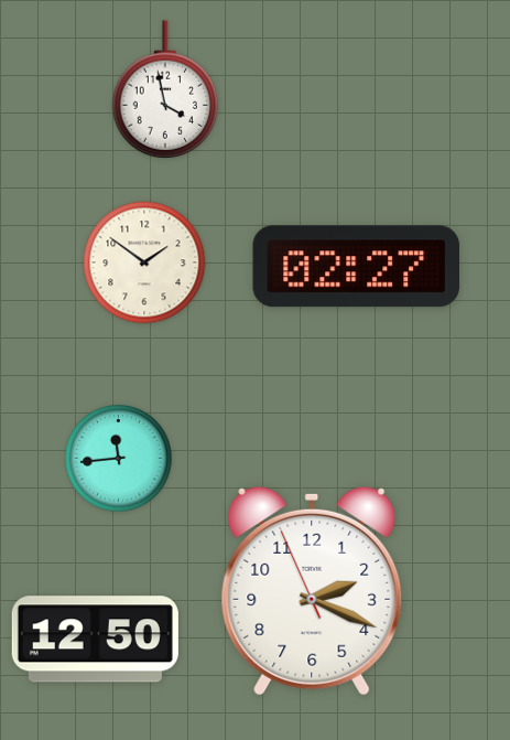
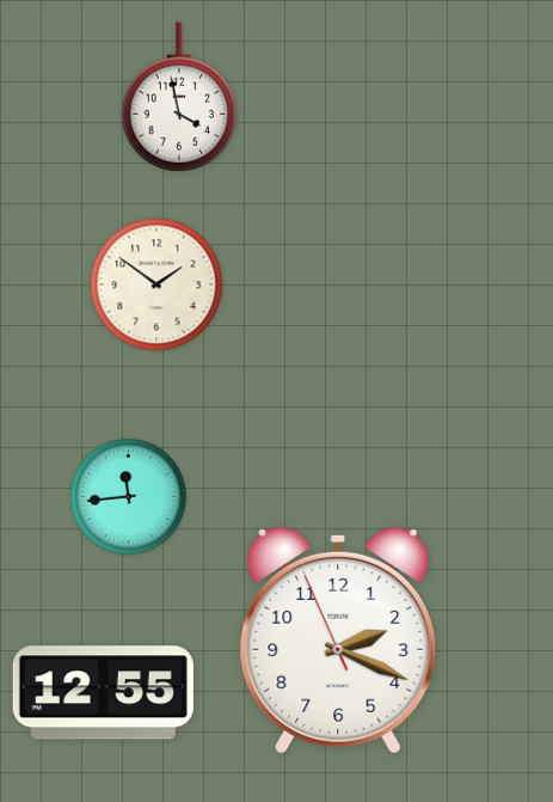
clock at (356, 267): 02:27 -> none
clock at (95, 640): 12:50 -> 12:55
